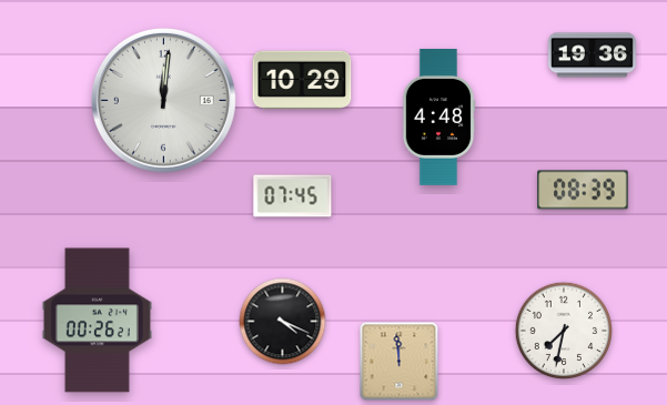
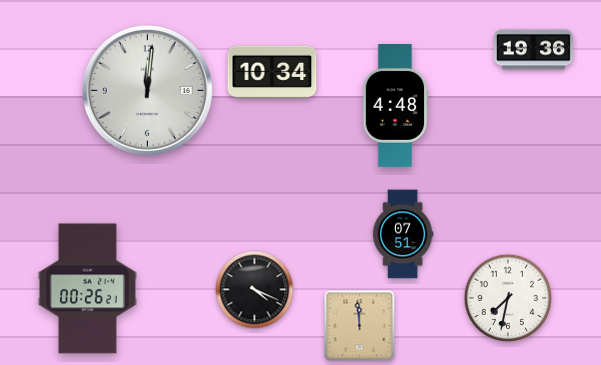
clock at (302, 79): 10:29 -> 10:34
clock at (583, 190): 08:39 -> none
clock at (293, 196): 07:45 -> none
clock at (403, 234): none -> 07:51
